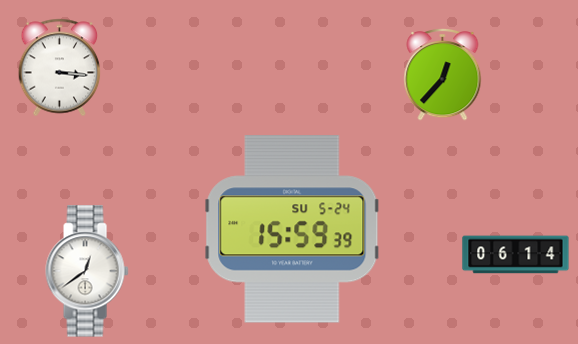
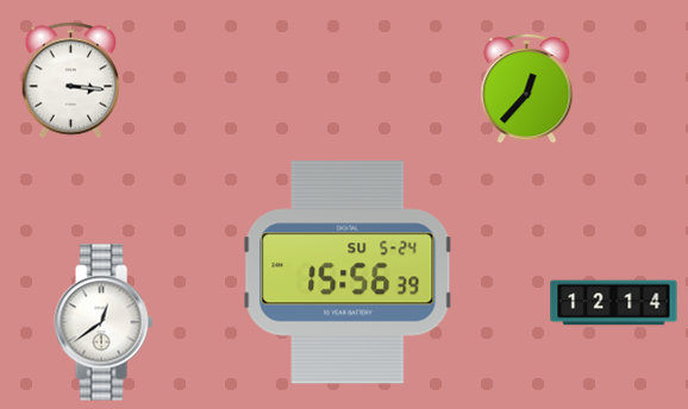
clock at (292, 229): 15:59 -> 15:56
clock at (516, 255): 06:14 -> 12:14
